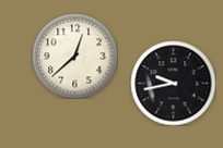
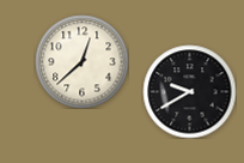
clock at (173, 83): 9:43 -> 9:40
